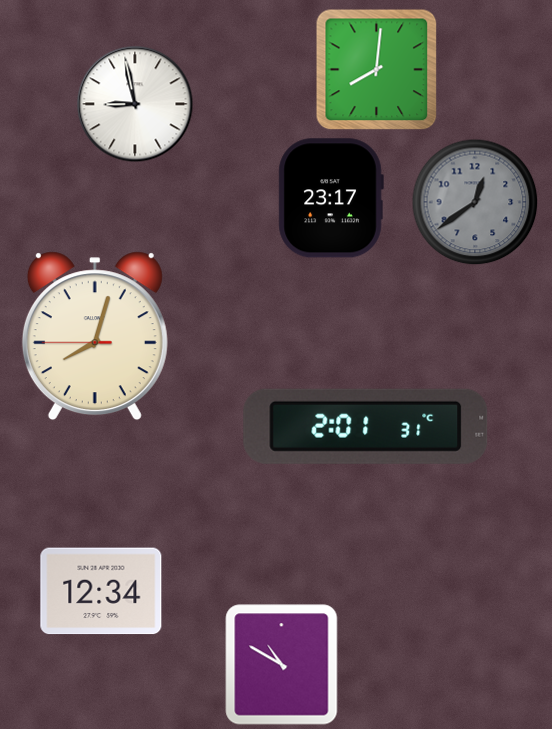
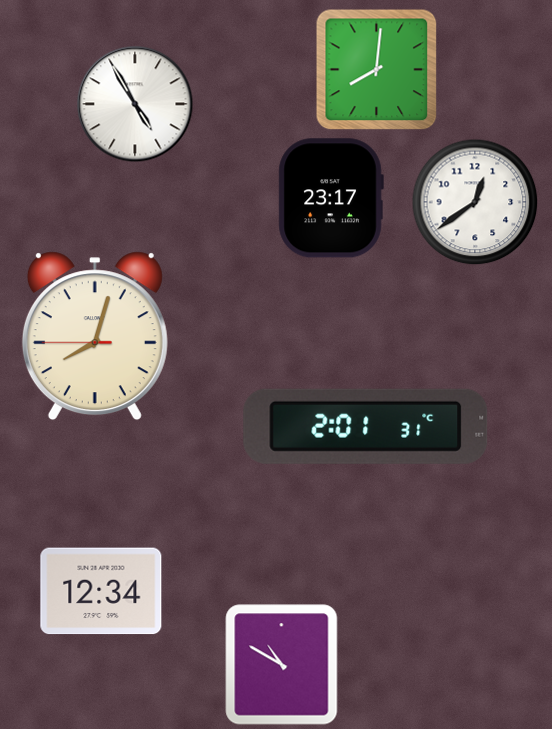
clock at (135, 104): 8:58 -> 4:55
clock at (475, 202) dial: grey -> white
